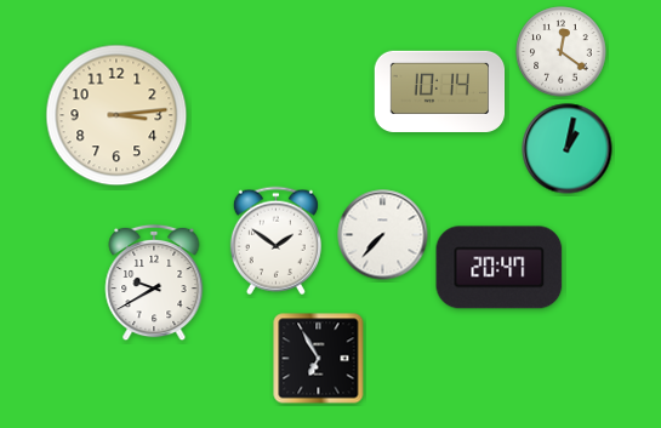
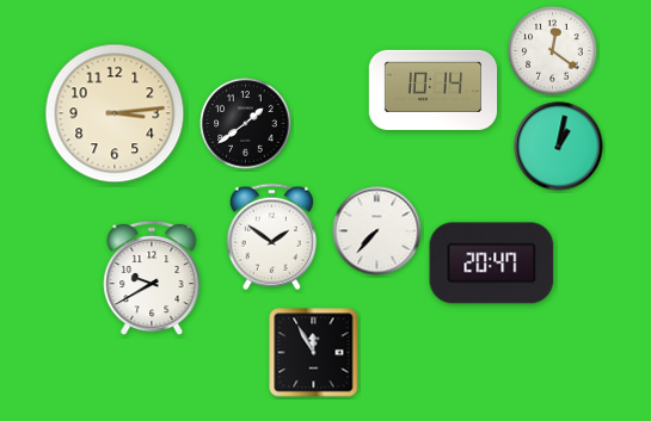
clock at (246, 124): none -> 1:39
clock at (319, 359): 6:55 -> 11:55
